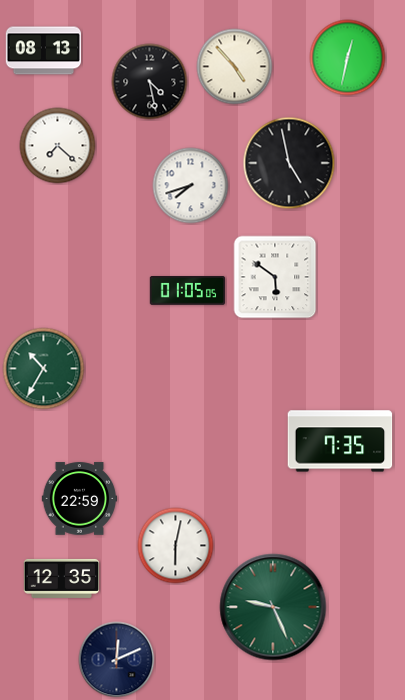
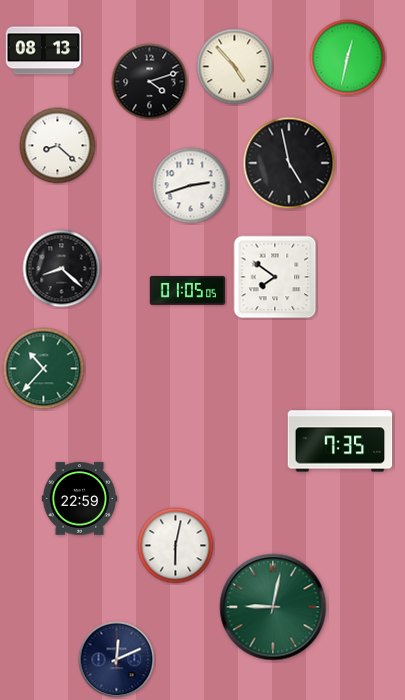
clock at (150, 82): 4:28 -> 4:12
clock at (58, 146): 7:22 -> 8:22
clock at (191, 186): 7:42 -> 2:42
clock at (62, 269): none -> 8:22
clock at (275, 277): 5:51 -> 7:51
clock at (44, 369): 10:35 -> 10:37
clock at (62, 578): 12:35 -> none
clock at (273, 607): 9:26 -> 9:02
